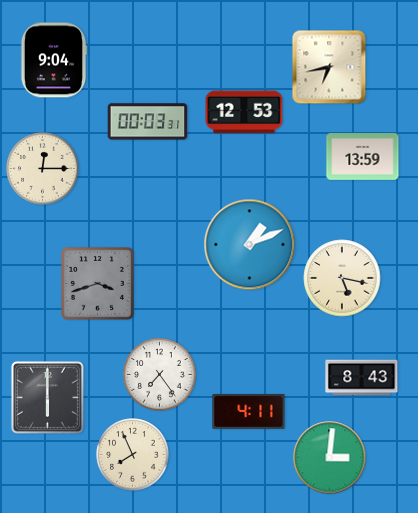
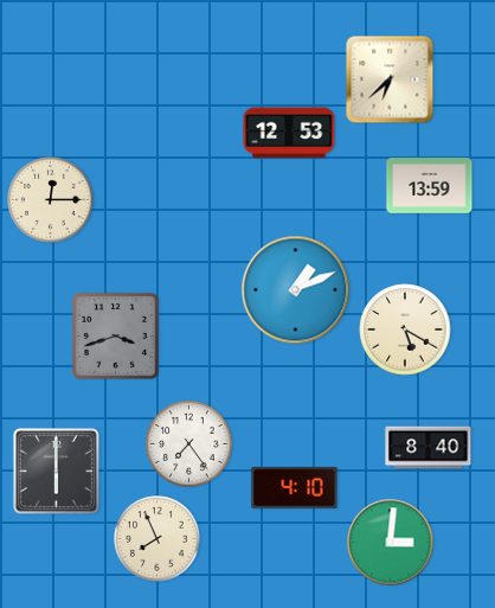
clock at (53, 60): 9:04 -> none
clock at (329, 67): 6:43 -> 6:38
clock at (148, 122): 00:03 -> none
clock at (342, 278): 5:17 -> 5:20
clock at (362, 378): 8:43 -> 8:40
clock at (249, 411): 4:11 -> 4:10
